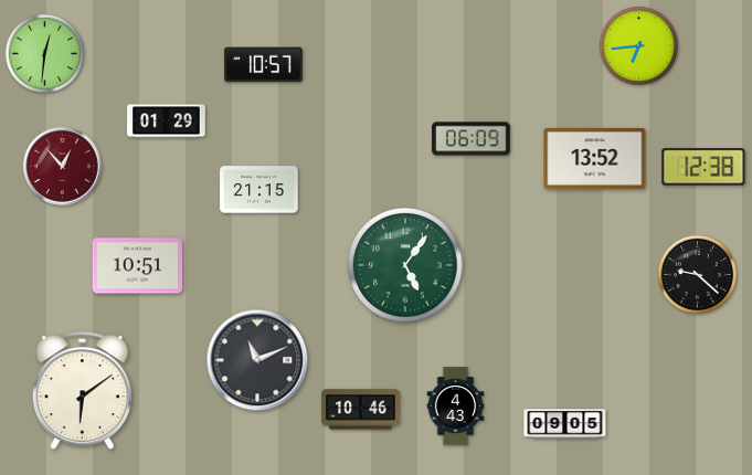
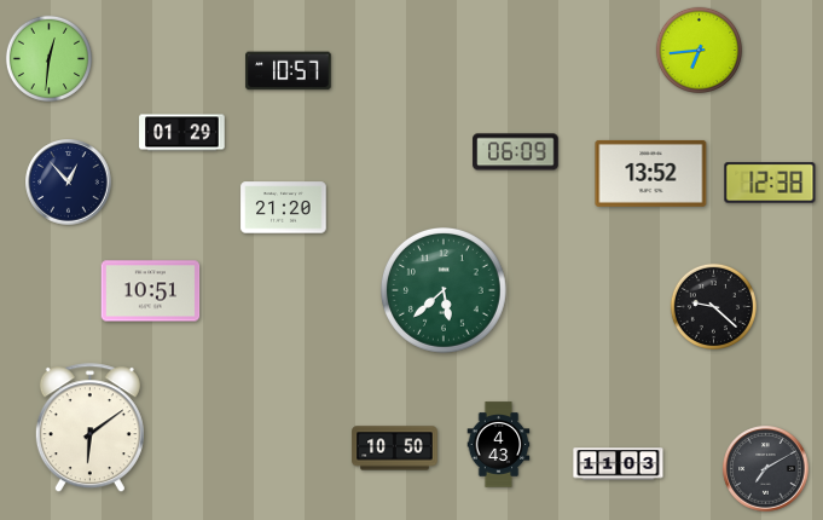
clock at (63, 167) dial: burgundy -> navy
clock at (260, 190): 21:15 -> 21:20
clock at (405, 265): 5:06 -> 5:38
clock at (697, 274) position: (697, 274) -> (713, 306)
clock at (257, 360): 11:11 -> none
clock at (361, 410): 10:46 -> 10:50
clock at (565, 424): 09:05 -> 11:03
clock at (766, 469): none -> 7:10
